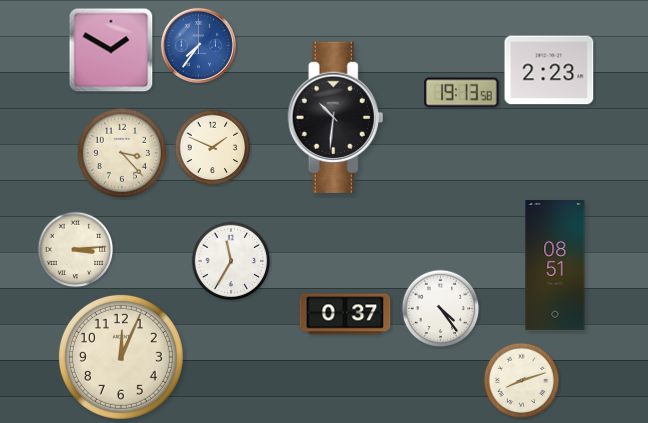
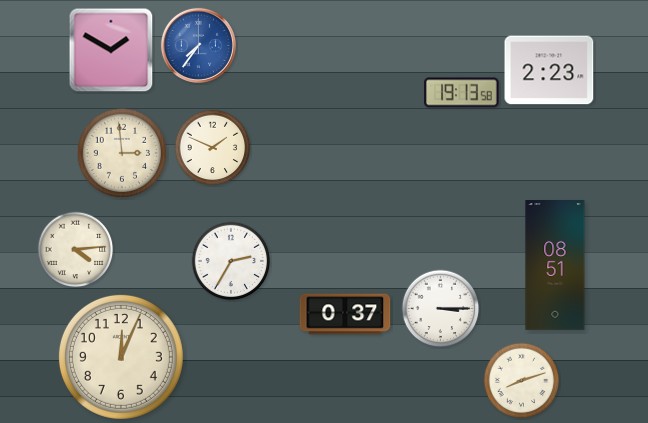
clock at (336, 117): 10:31 -> none
clock at (122, 153): 3:23 -> 2:59
clock at (76, 250): 3:14 -> 4:14
clock at (231, 261): 11:35 -> 2:35
clock at (441, 309): 4:24 -> 3:15
